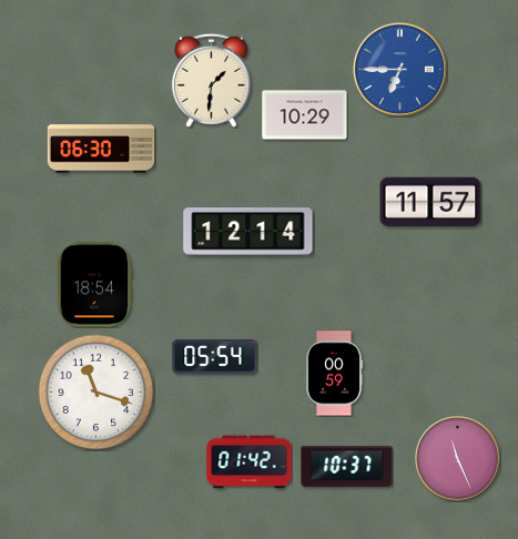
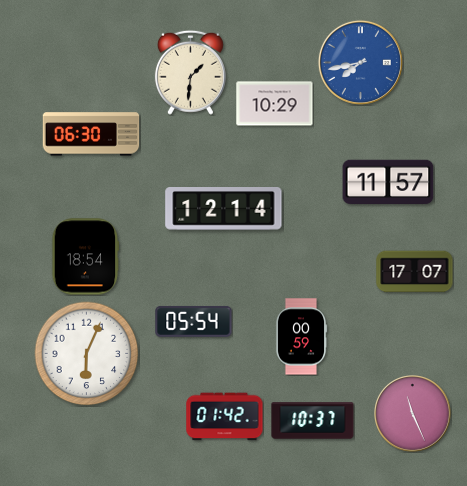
clock at (399, 69): 6:45 -> 7:43
clock at (415, 272): none -> 17:07
clock at (97, 393): 11:18 -> 6:04
